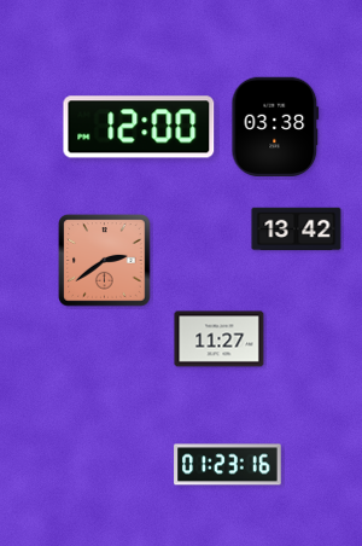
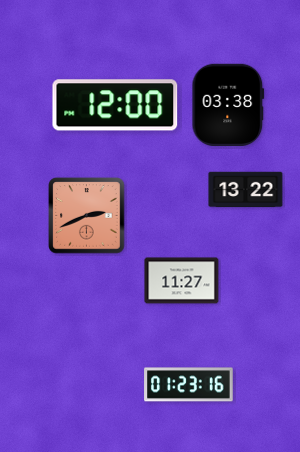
clock at (297, 230): 13:42 -> 13:22
clock at (105, 261): 2:39 -> 2:41
